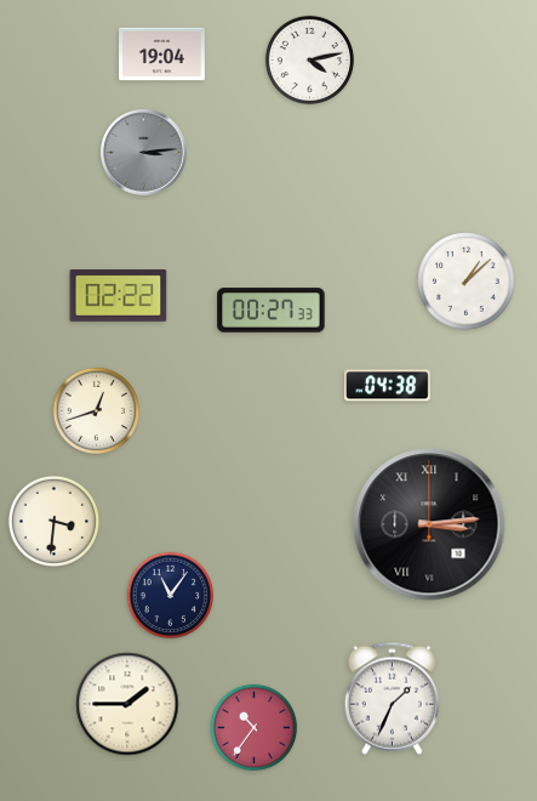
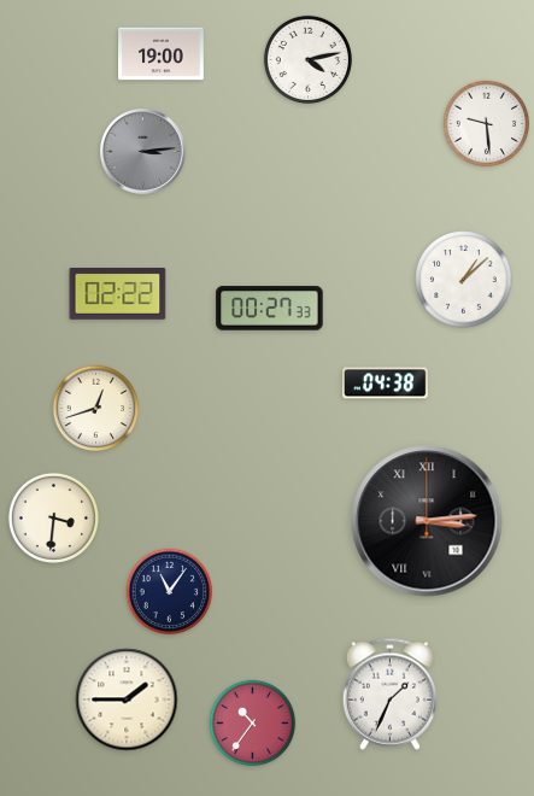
clock at (162, 55): 19:04 -> 19:00
clock at (487, 124): none -> 9:29
